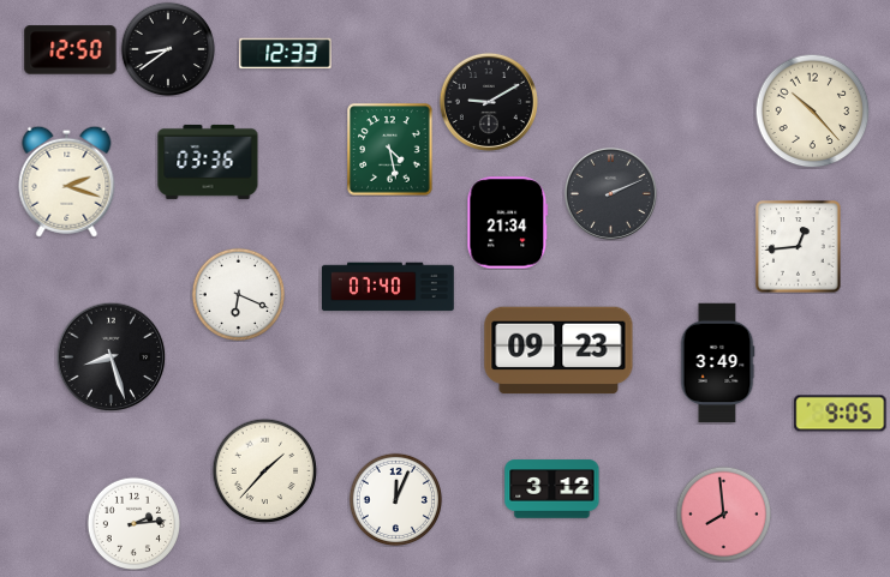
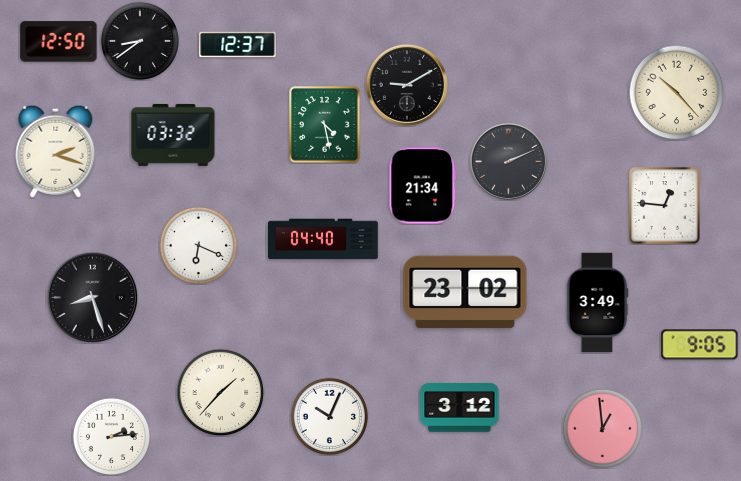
clock at (286, 54): 12:33 -> 12:37
clock at (208, 162): 03:36 -> 03:32
clock at (799, 247): 12:44 -> 12:46
clock at (388, 287): 07:40 -> 04:40
clock at (559, 350): 09:23 -> 23:02
clock at (395, 499): 12:04 -> 10:04
clock at (723, 513): 7:59 -> 12:59
